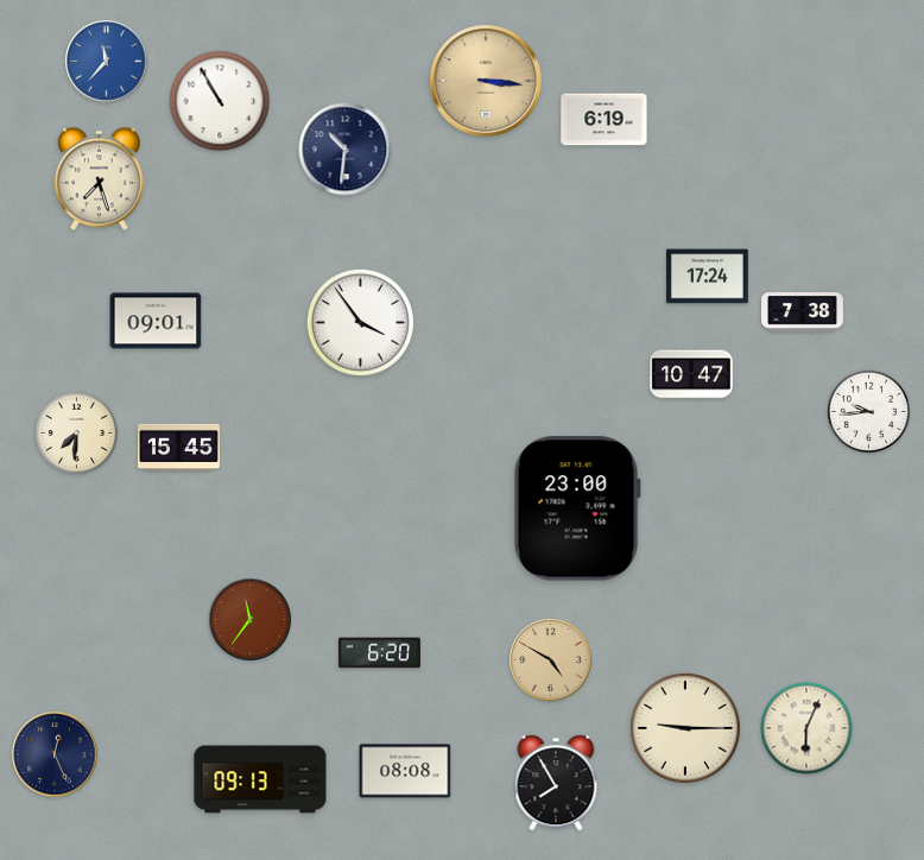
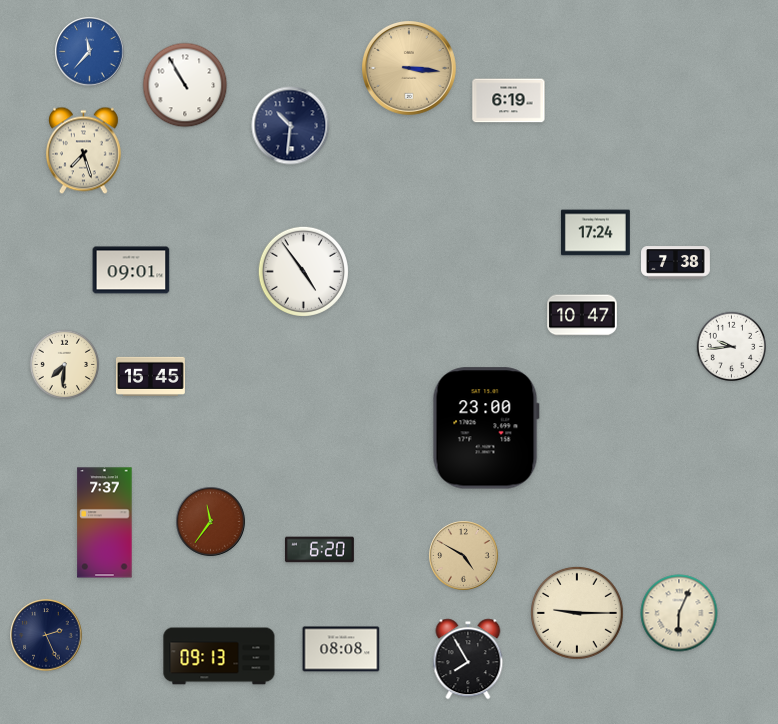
clock at (360, 322): 3:54 -> 4:54
clock at (105, 523): none -> 7:37
clock at (55, 754): 12:26 -> 2:26
